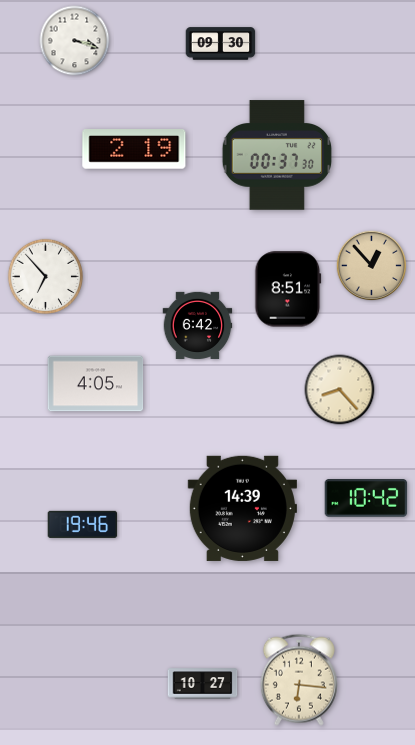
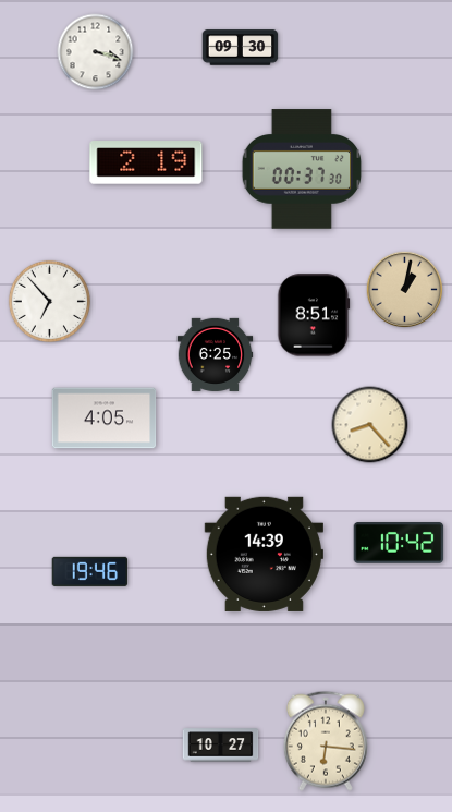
clock at (75, 41) position: (75, 41) -> (96, 52)
clock at (372, 266): 12:53 -> 1:02
clock at (198, 325): 6:42 -> 6:25
